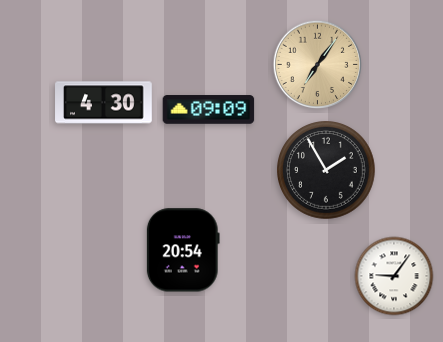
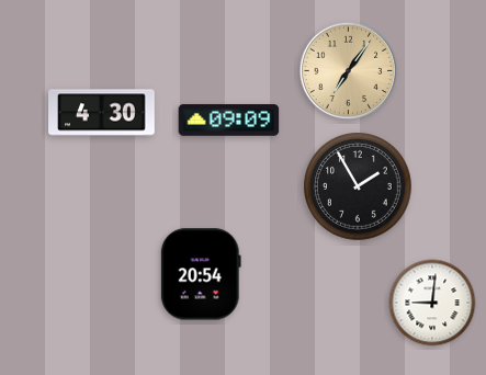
clock at (104, 103) position: (104, 103) -> (102, 113)
clock at (394, 276): 9:06 -> 9:01
